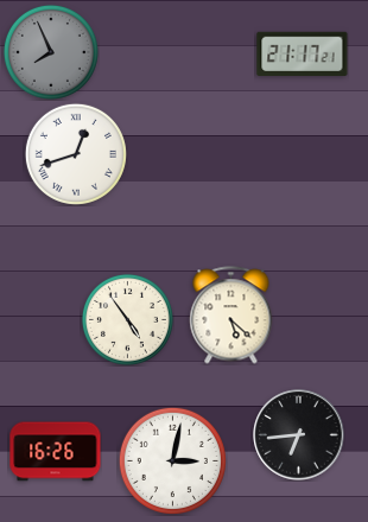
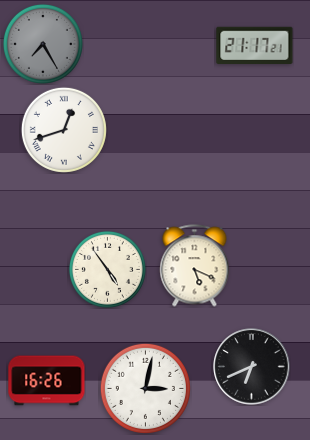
clock at (51, 52): 7:56 -> 7:25
clock at (231, 316): 5:22 -> 5:19
clock at (299, 435): 6:44 -> 6:41
